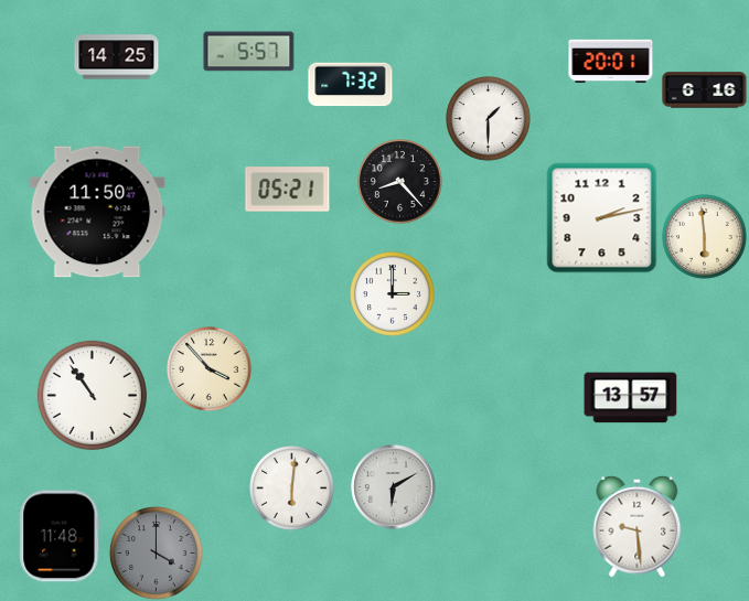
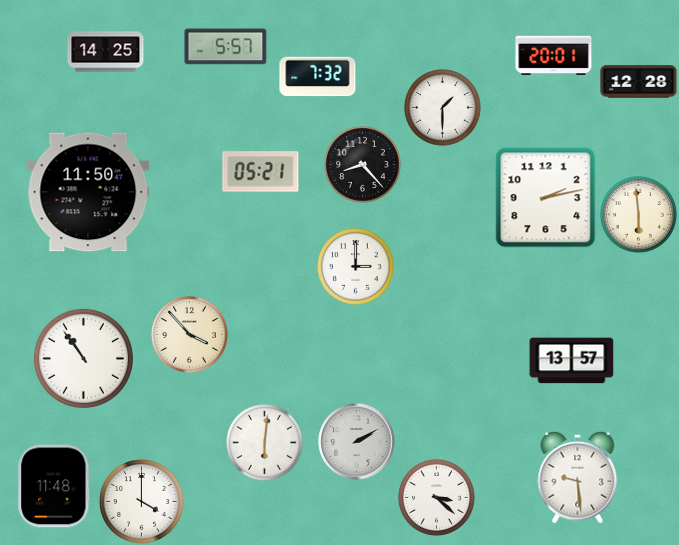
clock at (705, 90): 6:16 -> 12:28
clock at (394, 487): 6:10 -> 2:10
clock at (437, 498): none -> 3:22
clock at (156, 552) dial: grey -> white
